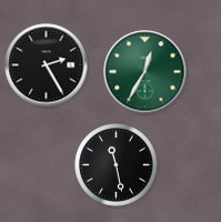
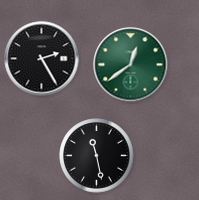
clock at (145, 72): 12:35 -> 12:39
clock at (117, 165) position: (117, 165) -> (97, 156)
